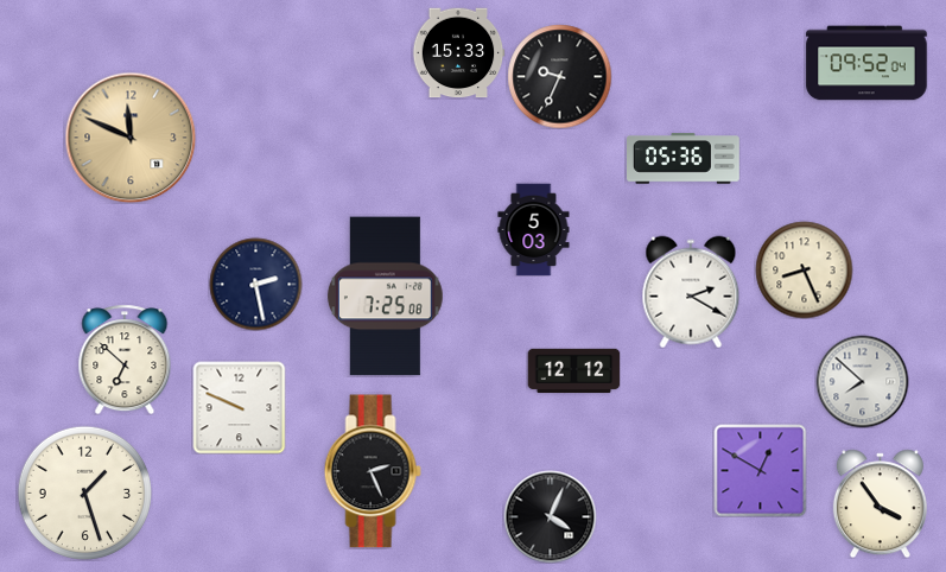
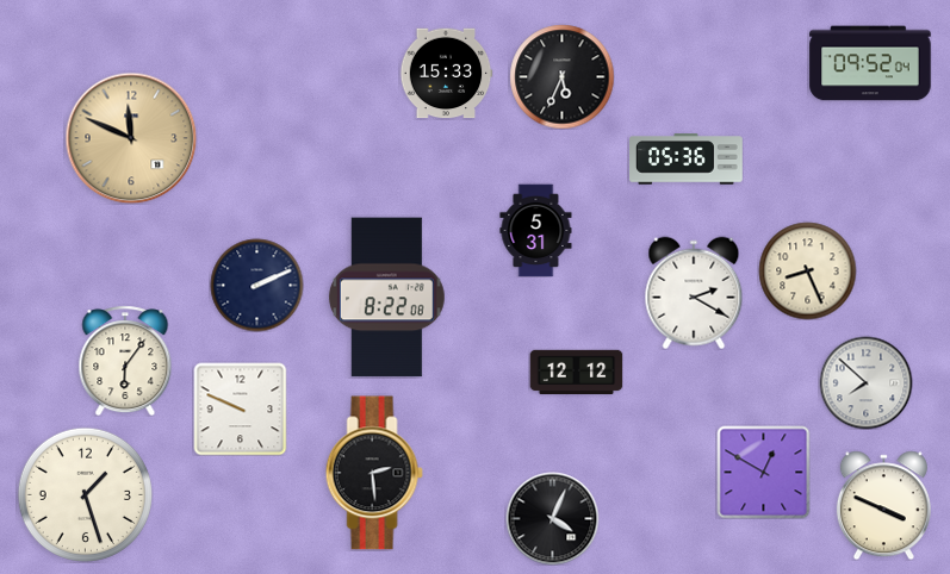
clock at (458, 53) position: (458, 53) -> (446, 74)
clock at (559, 76): 9:34 -> 5:34
clock at (534, 229): 5:03 -> 5:31
clock at (255, 284): 2:28 -> 2:11
clock at (385, 297): 7:25 -> 8:22
clock at (125, 360): 6:52 -> 6:06
clock at (373, 471): 2:26 -> 2:29
clock at (880, 503): 3:54 -> 3:49
